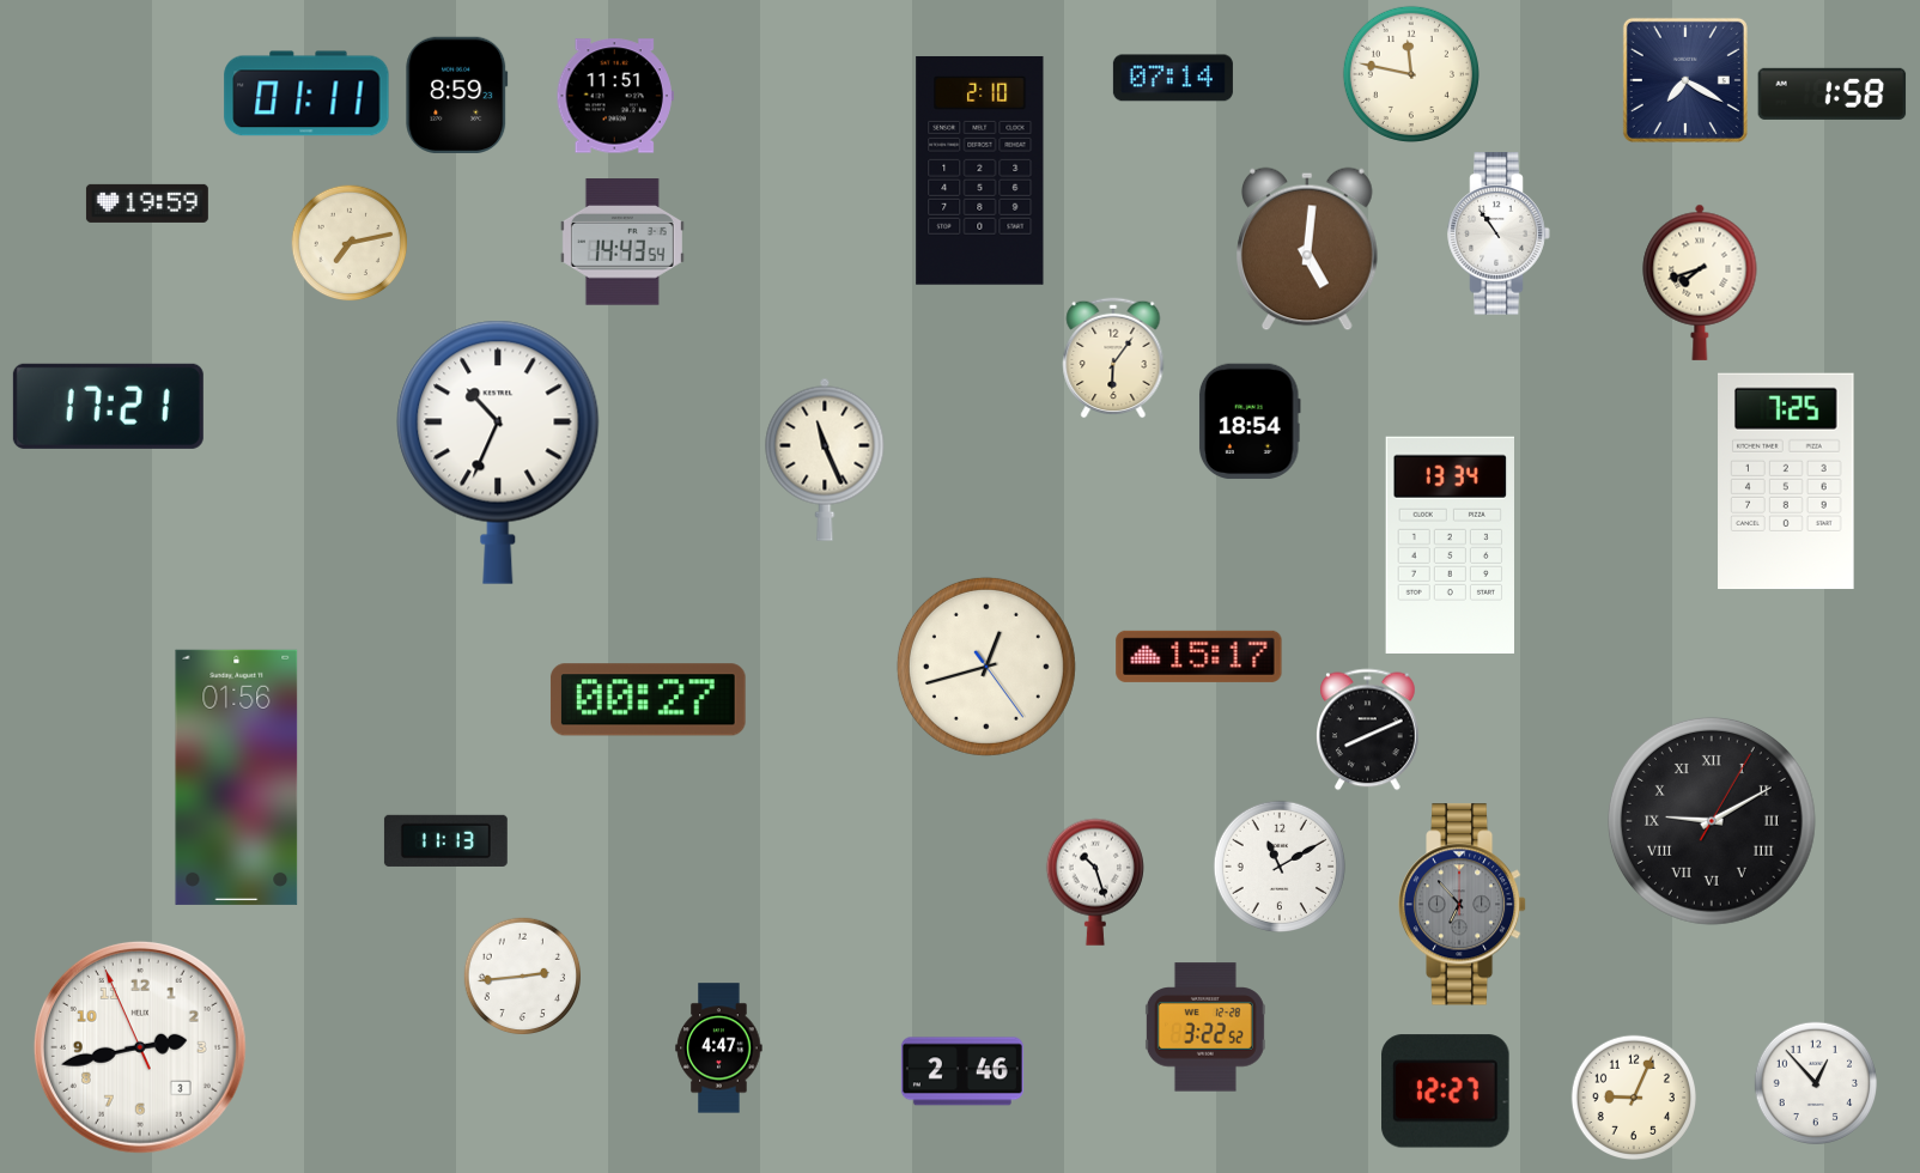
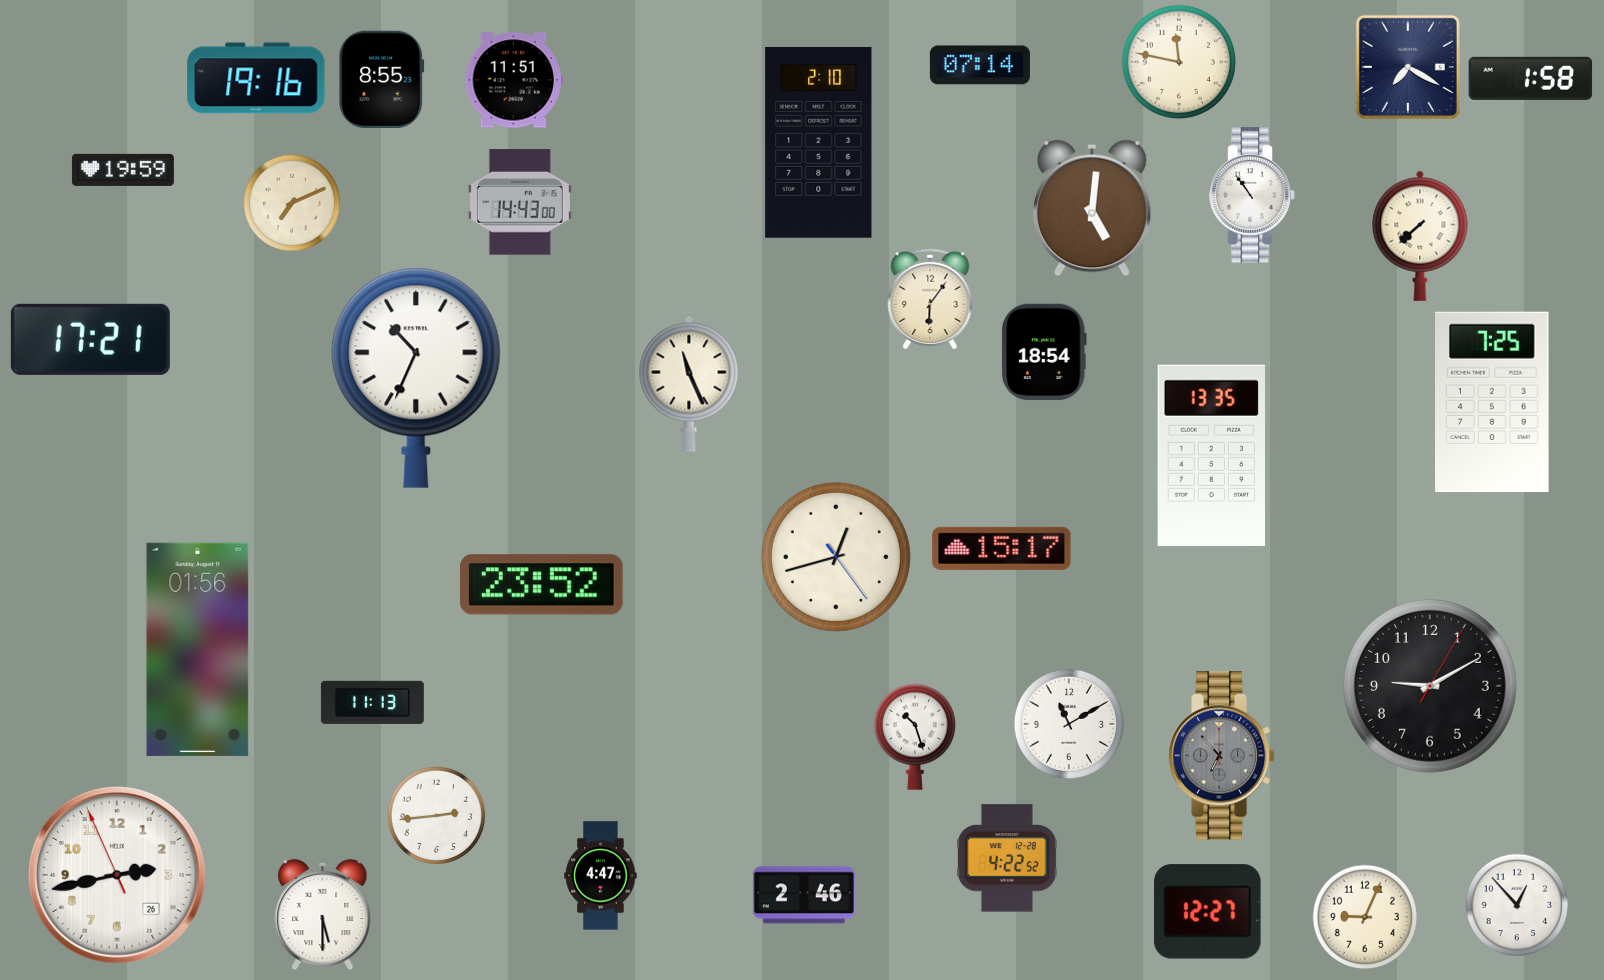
clock at (306, 93): 01:11 -> 19:16
clock at (457, 95): 8:59 -> 8:55
clock at (622, 242): 14:43:54 -> 14:43:00
clock at (350, 243): 7:13 -> 7:11
clock at (1700, 282): 7:42 -> 7:38
clock at (1450, 545): 13:34 -> 13:35
clock at (986, 667) position: (986, 667) -> (836, 557)
clock at (648, 700): 00:27 -> 23:52
clock at (1368, 730): 8:11 -> none
clock at (1712, 821) numerals: Roman -> Arabic
clock at (1205, 1027): 3:22 -> 4:22
clock at (140, 1047) date: 3 -> 26
clock at (323, 915): none -> 5:30
